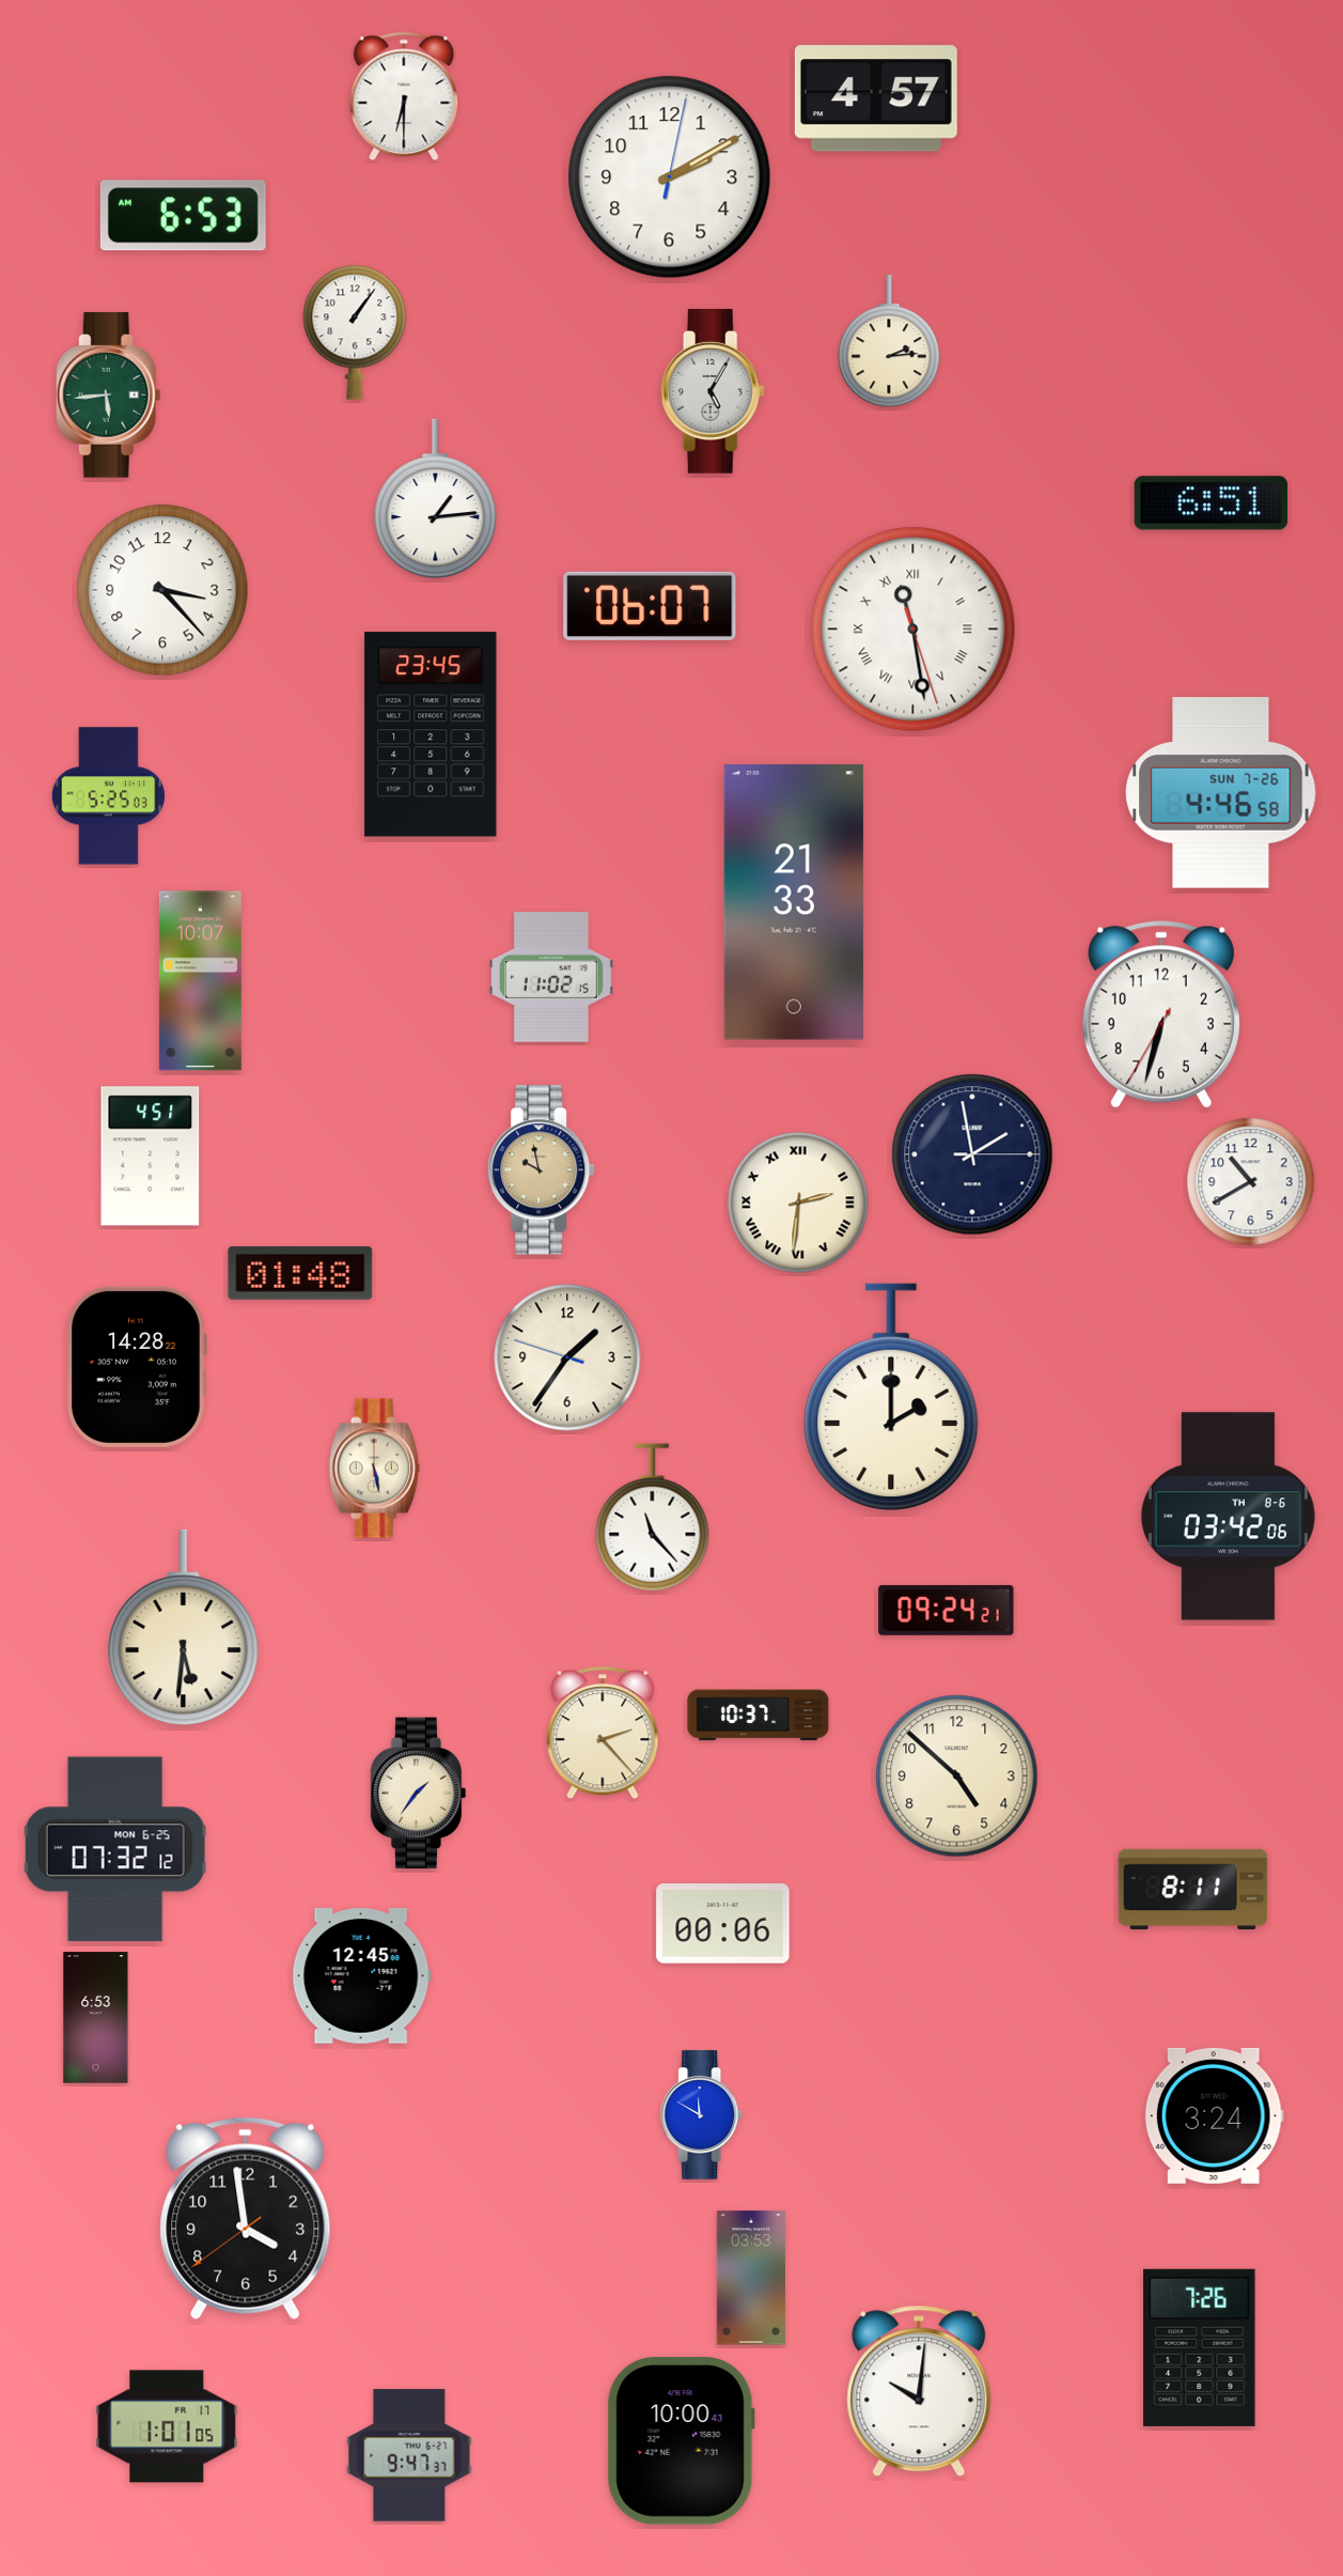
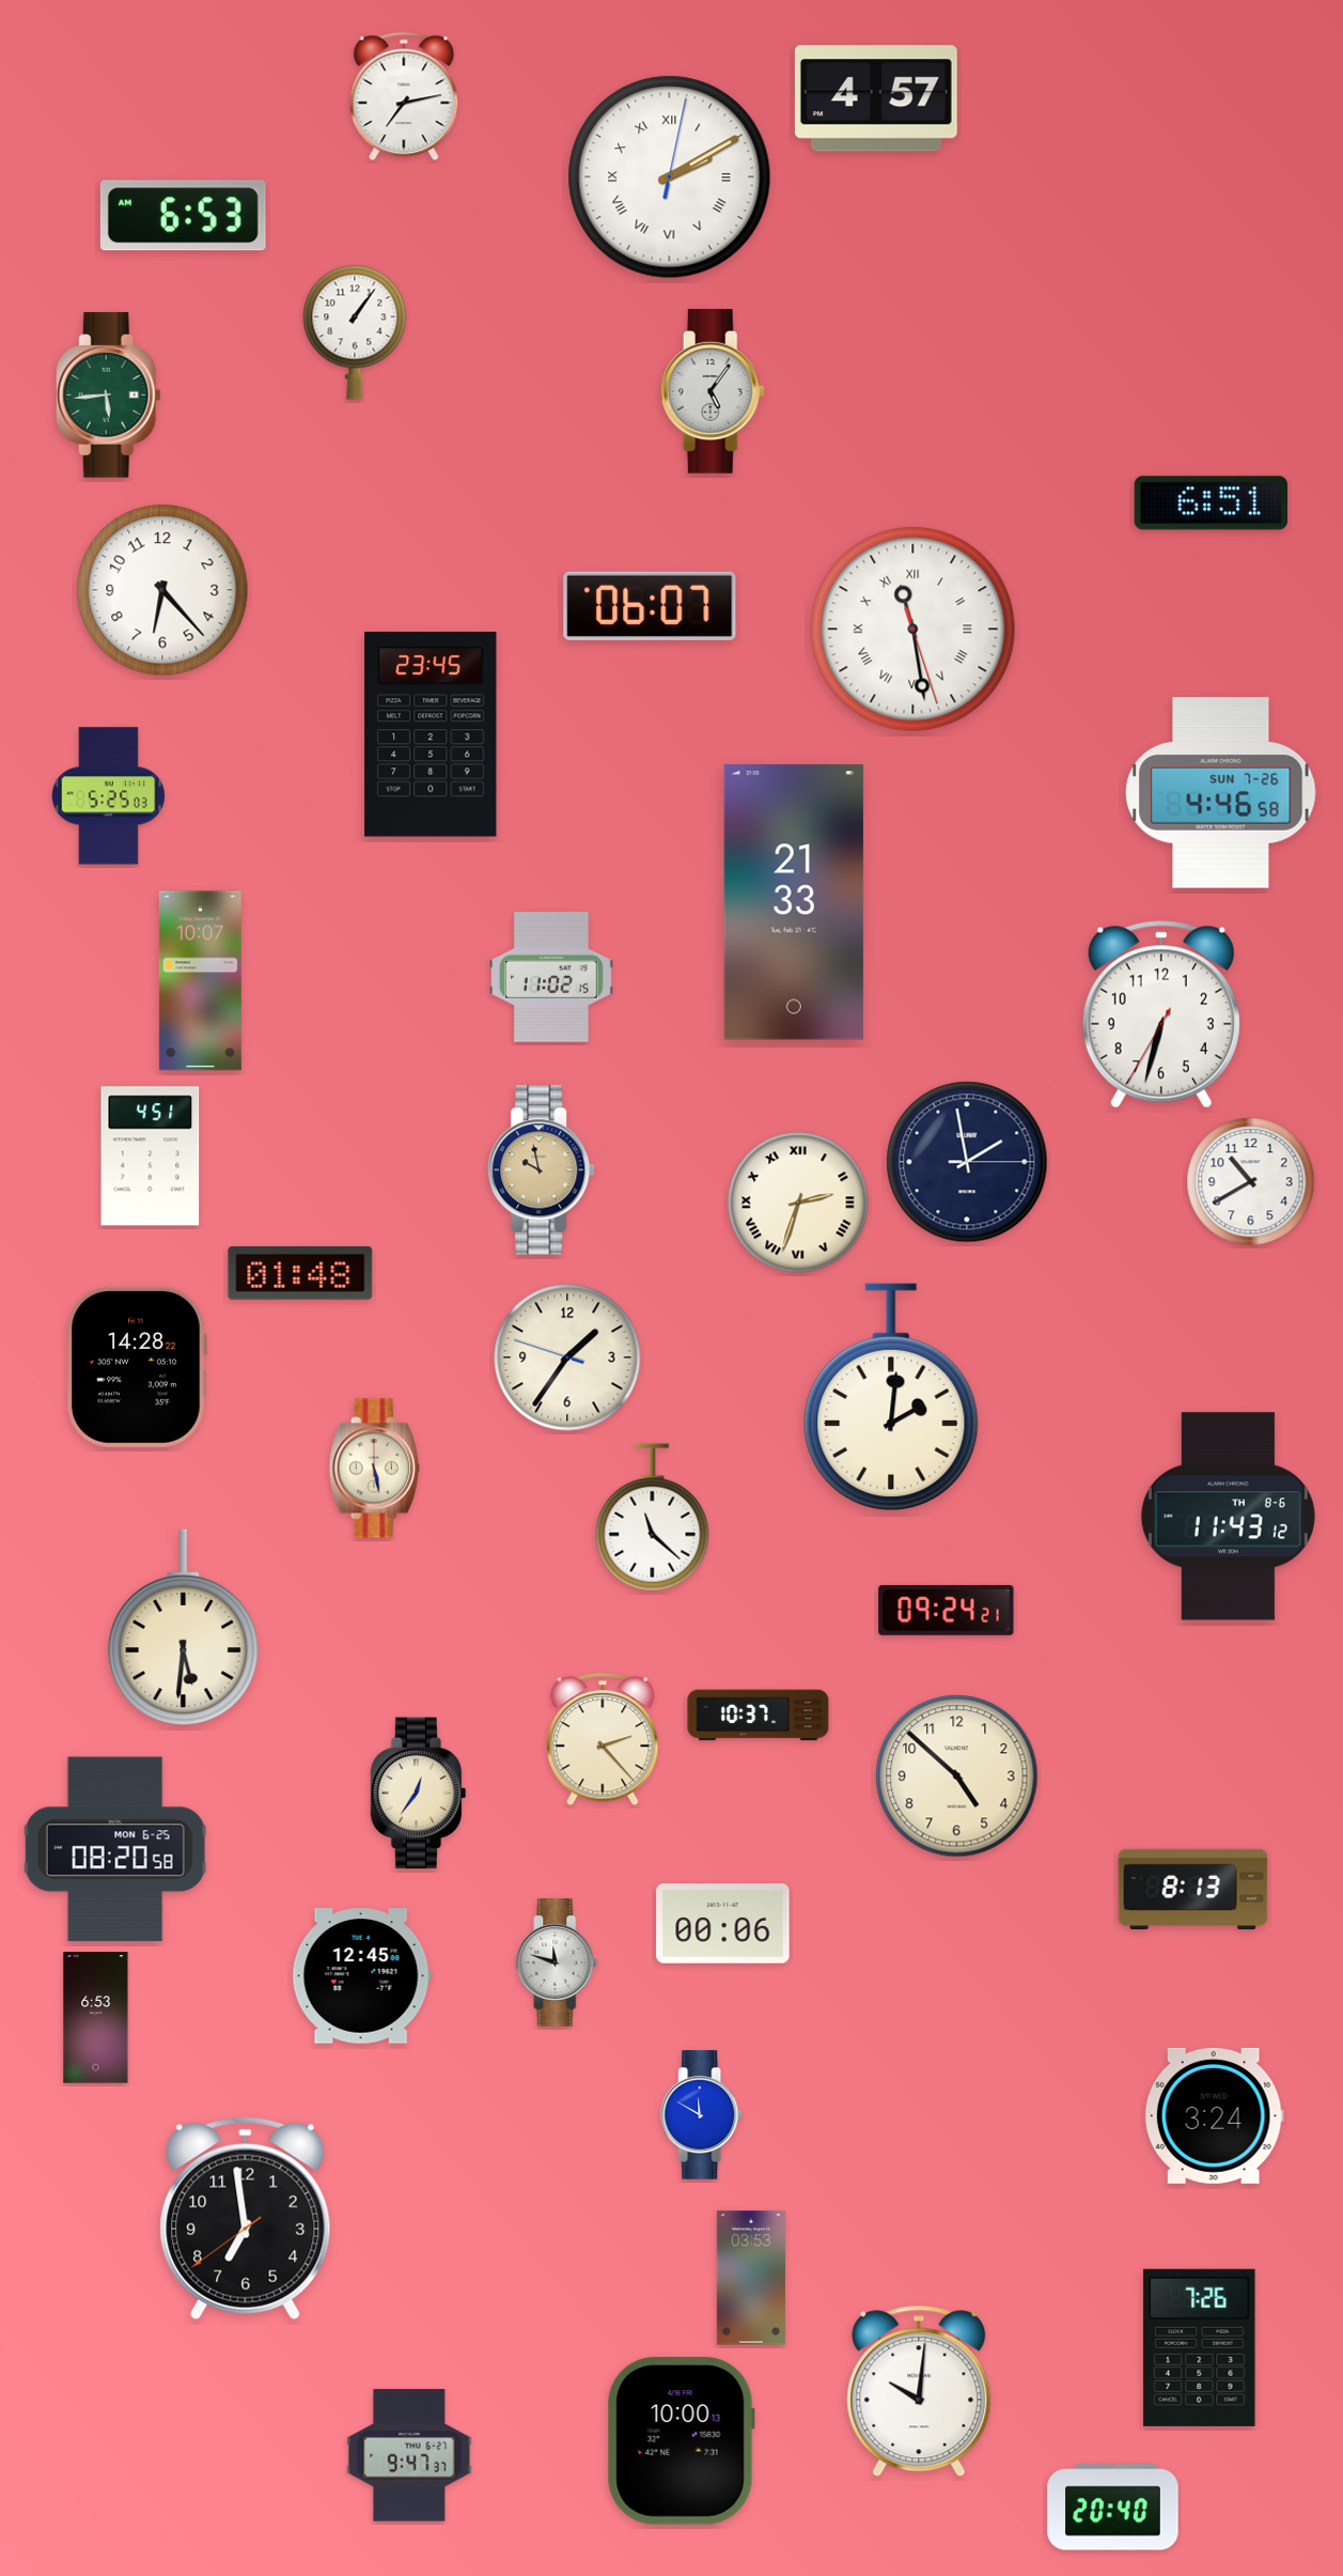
clock at (404, 96): 6:30 -> 7:13
clock at (670, 177) numerals: Arabic -> Roman
clock at (889, 342): 2:14 -> none
clock at (713, 392): 5:05 -> 5:06
clock at (436, 499): 1:14 -> none
clock at (162, 590): 3:23 -> 6:23
clock at (972, 1154) position: (972, 1154) -> (967, 1162)
clock at (798, 1202): 2:31 -> 2:33
clock at (891, 1397): 2:00 -> 2:01
clock at (1228, 1517): 03:42 -> 11:43
clock at (653, 1518): 11:23 -> 11:22
clock at (603, 1733) position: (603, 1733) -> (603, 1739)
clock at (419, 1794): 1:36 -> 12:36
clock at (115, 1849): 07:32 -> 08:20
clock at (1193, 1890): 8:11 -> 8:13
clock at (557, 1964): none -> 11:48
clock at (246, 2218): 3:58 -> 6:58
clock at (167, 2426): 1:01 -> none
clock at (681, 2441): 10:00:43 -> 10:00:13
clock at (1113, 2508): none -> 20:40
